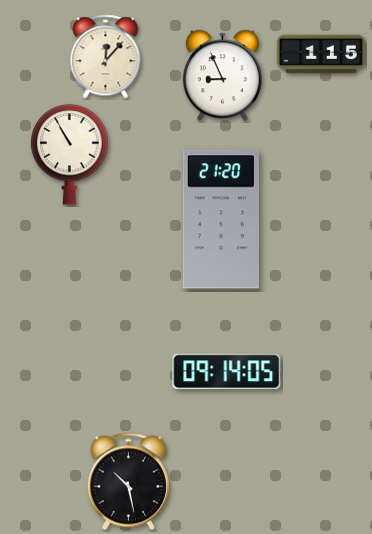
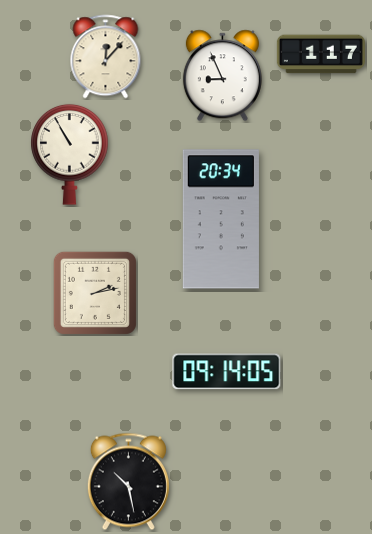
clock at (321, 54): 1:15 -> 1:17
clock at (221, 219): 21:20 -> 20:34
clock at (95, 293): none -> 2:13
